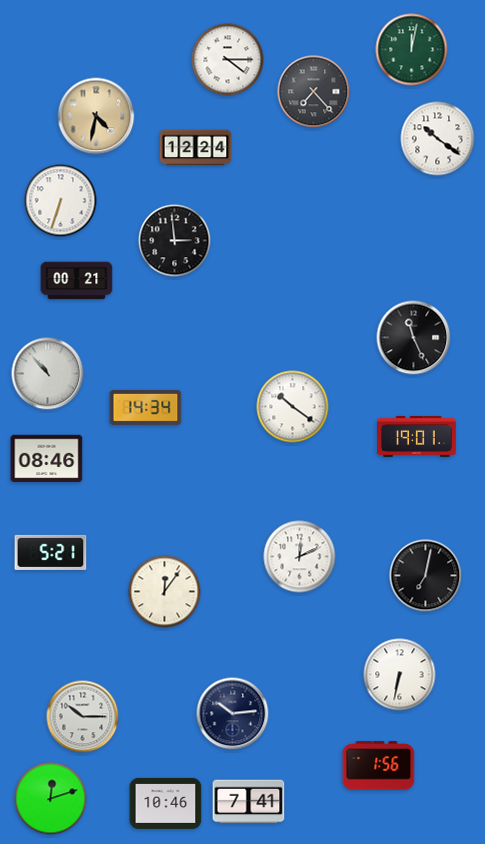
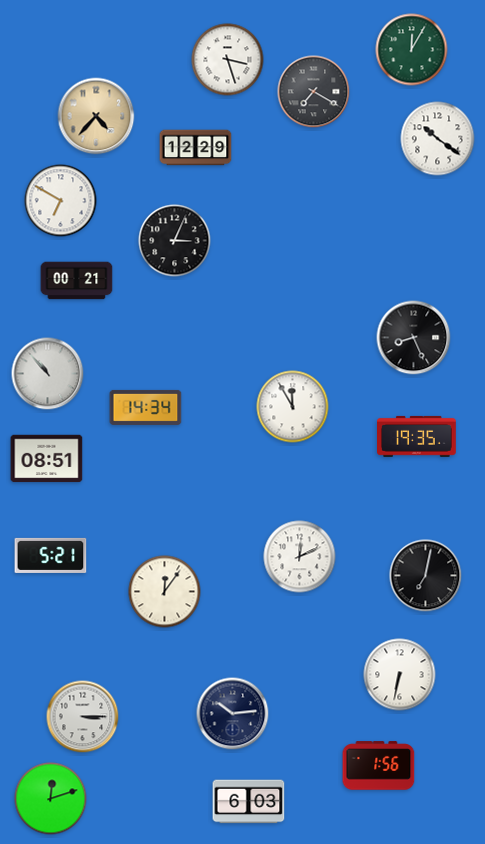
clock at (412, 50): 12:02 -> 12:05
clock at (228, 60): 4:15 -> 3:27
clock at (314, 92): 7:23 -> 7:20
clock at (96, 116): 4:32 -> 4:37
clock at (196, 148): 12:24 -> 12:29
clock at (61, 201): 6:33 -> 6:50
clock at (175, 241): 2:59 -> 3:04
clock at (414, 338): 11:26 -> 8:26
clock at (293, 407): 10:21 -> 11:55
clock at (417, 436): 19:01 -> 19:35
clock at (47, 459): 08:46 -> 08:51
clock at (51, 552) position: (51, 552) -> (51, 555)
clock at (83, 717): 10:15 -> 3:15
clock at (249, 802): 7:41 -> 6:03
clock at (166, 803): 10:46 -> none
